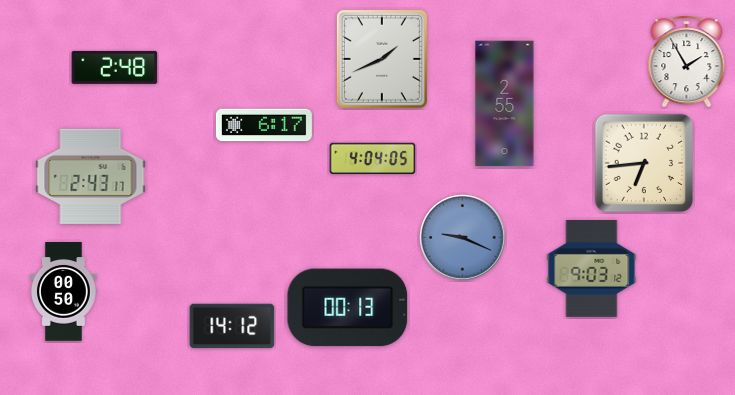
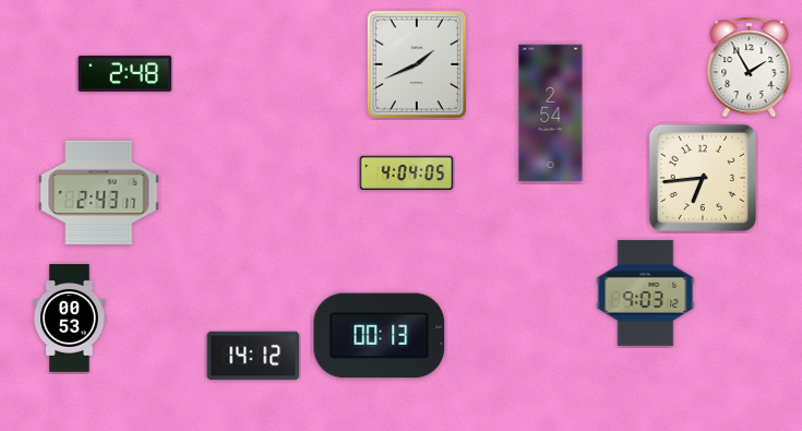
clock at (505, 104): 2:55 -> 2:54
clock at (264, 125): 6:17 -> none
clock at (463, 238): 9:19 -> none
clock at (64, 292): 00:50 -> 00:53
